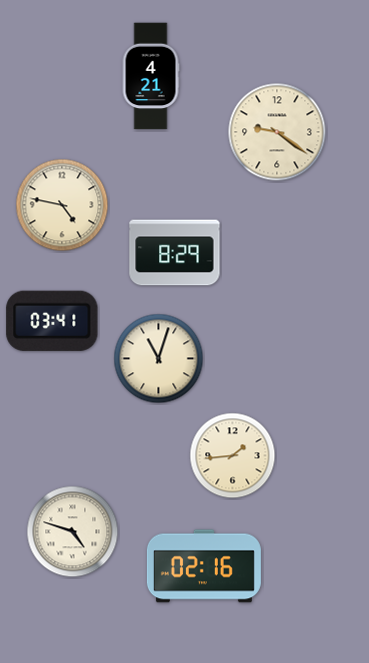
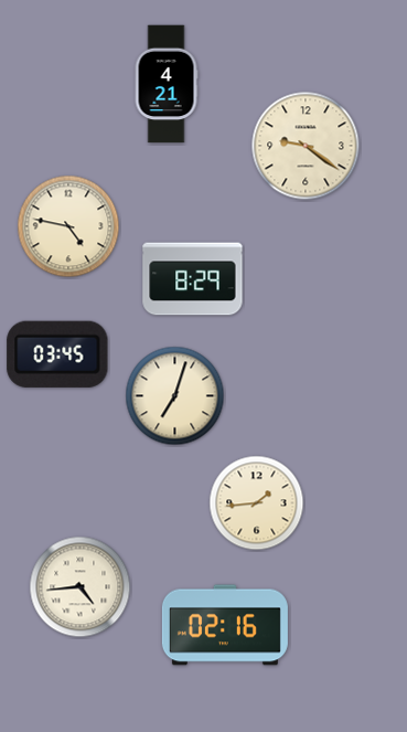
clock at (52, 321): 03:41 -> 03:45
clock at (159, 359): 11:03 -> 7:03
clock at (73, 532): 4:48 -> 4:44
